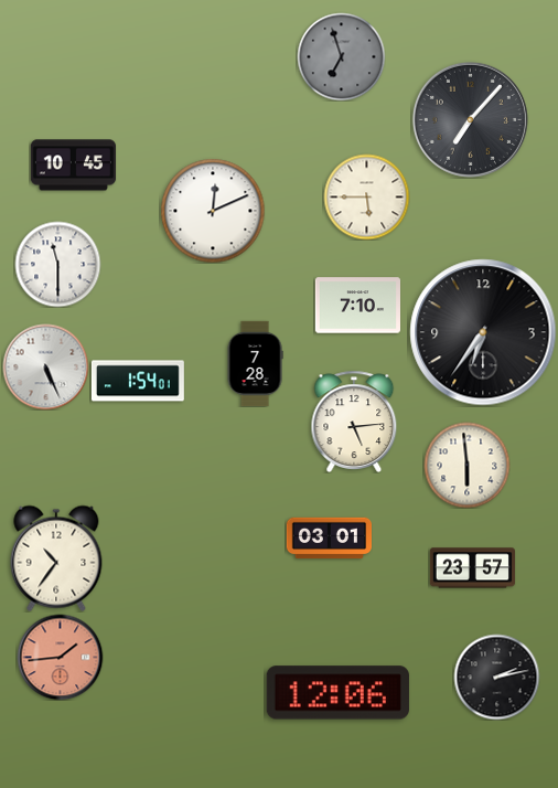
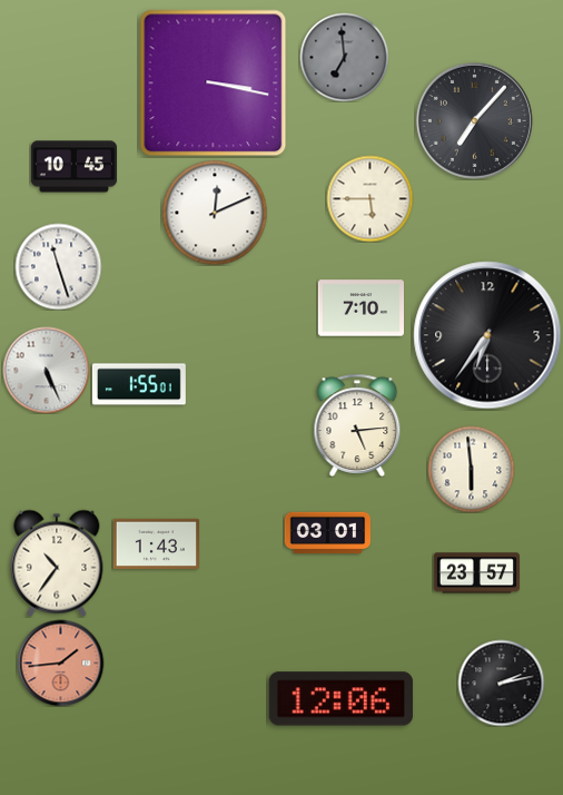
clock at (341, 56): 6:57 -> 6:59
clock at (214, 84): none -> 3:17
clock at (57, 264): 11:30 -> 11:27
clock at (255, 363): 7:28 -> none
clock at (138, 381): 1:54 -> 1:55
clock at (156, 543): none -> 1:43
clock at (329, 539) position: (329, 539) -> (327, 533)
